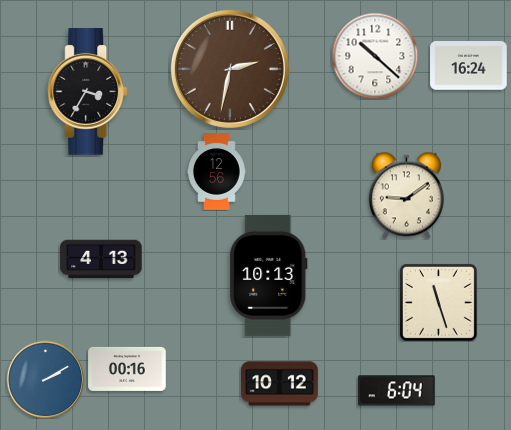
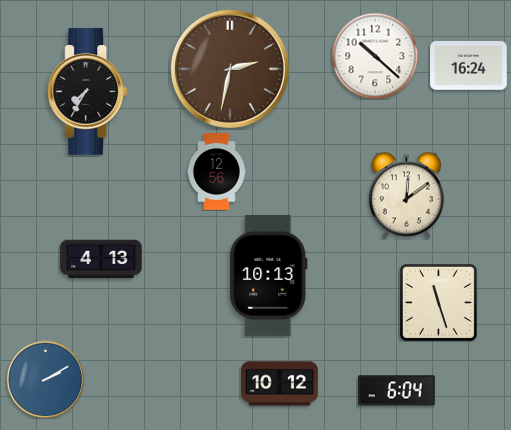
clock at (88, 92): 3:35 -> 7:35
clock at (406, 195): 9:09 -> 12:09
clock at (127, 369): 00:16 -> none
